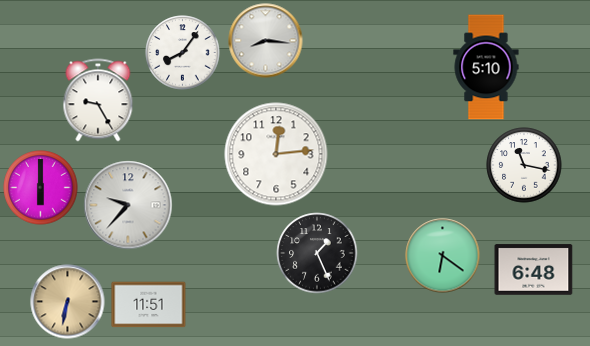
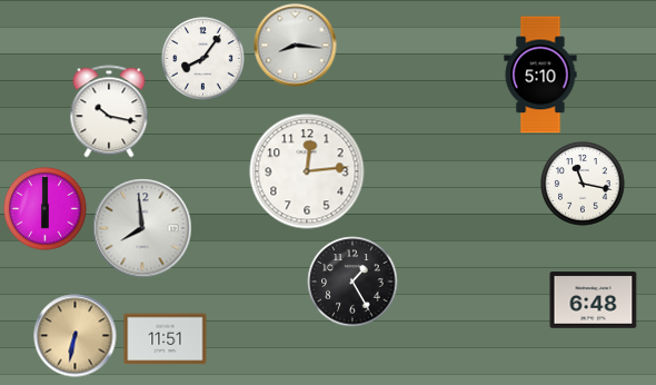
clock at (98, 100): 9:25 -> 10:17
clock at (128, 205): 9:37 -> 7:59
clock at (317, 253): 1:26 -> 1:25
clock at (443, 256): 6:21 -> none
